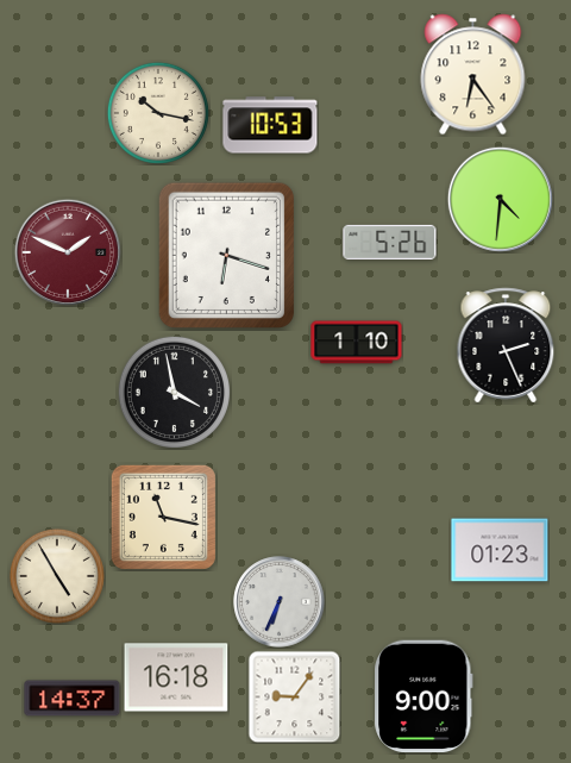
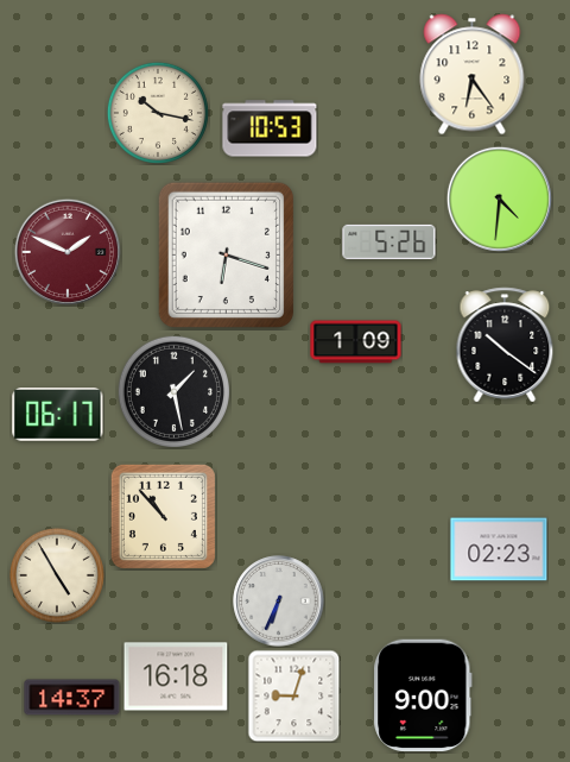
clock at (270, 125) position: (270, 125) -> (270, 128)
clock at (357, 343): 1:10 -> 1:09
clock at (506, 345): 2:26 -> 10:21
clock at (174, 392): 3:58 -> 1:28
clock at (58, 415): none -> 06:17
clock at (163, 517): 11:17 -> 10:53
clock at (500, 550): 01:23 -> 02:23
clock at (294, 696): 9:06 -> 9:03
